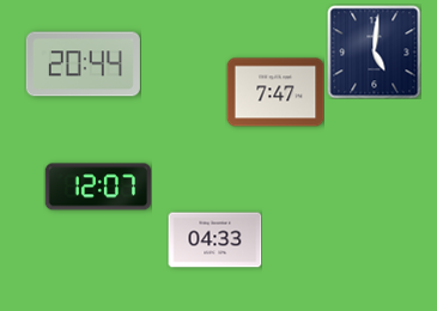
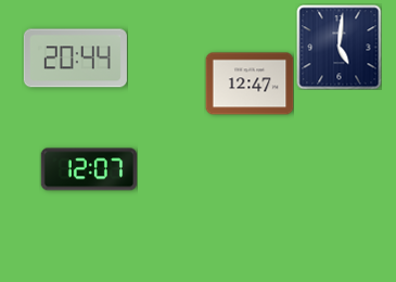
clock at (275, 92): 7:47 -> 12:47
clock at (214, 240): 04:33 -> none
